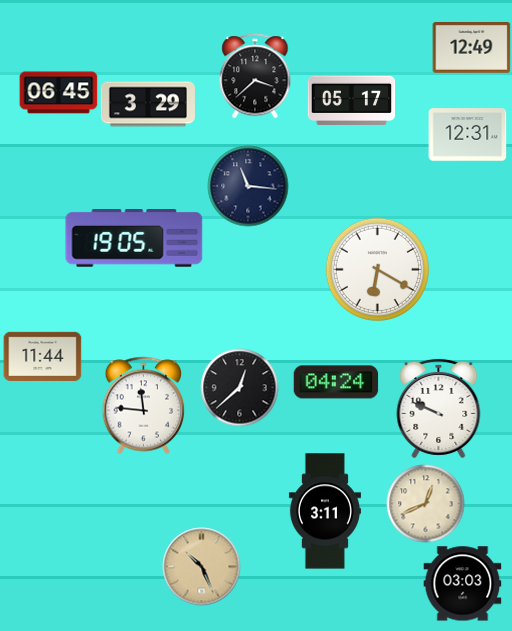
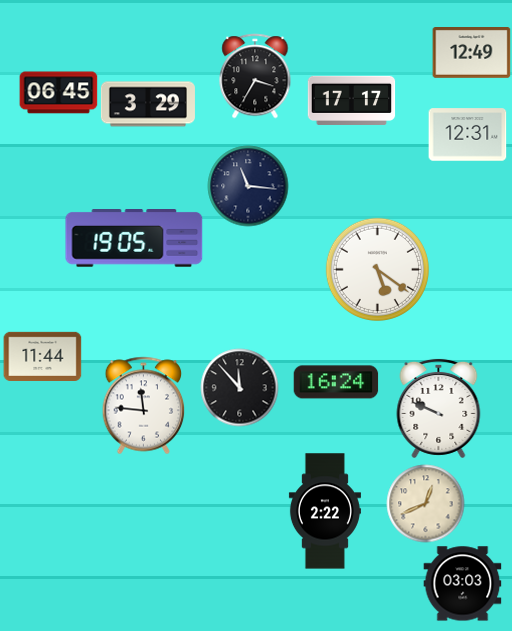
clock at (471, 48) position: (471, 48) -> (471, 53)
clock at (255, 76): 3:38 -> 3:35
clock at (351, 100): 05:17 -> 17:17
clock at (377, 269): 6:20 -> 5:21
clock at (336, 382): 04:24 -> 16:24
clock at (239, 387): 12:38 -> 11:53
clock at (325, 511): 3:11 -> 2:22
clock at (201, 566): 10:26 -> none
